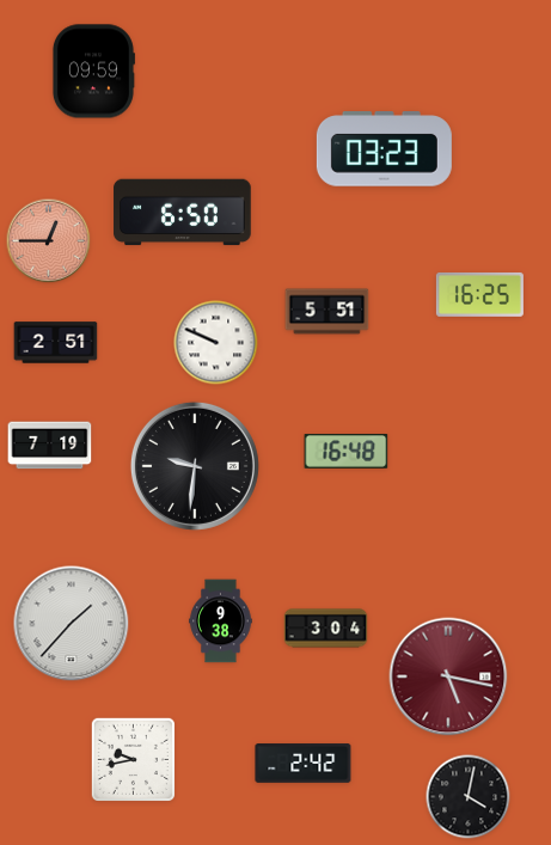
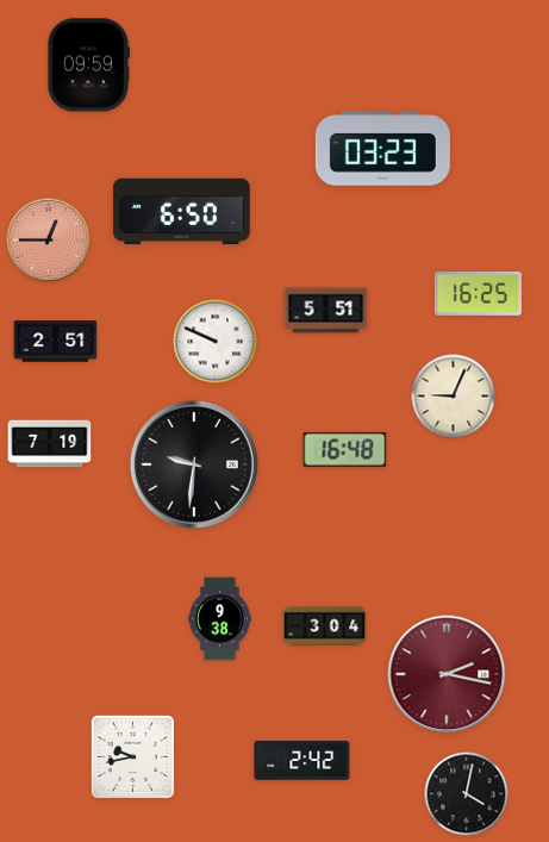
clock at (93, 72) position: (93, 72) -> (88, 66)
clock at (454, 397): none -> 9:04
clock at (72, 624): 1:37 -> none
clock at (448, 676): 5:17 -> 2:17
